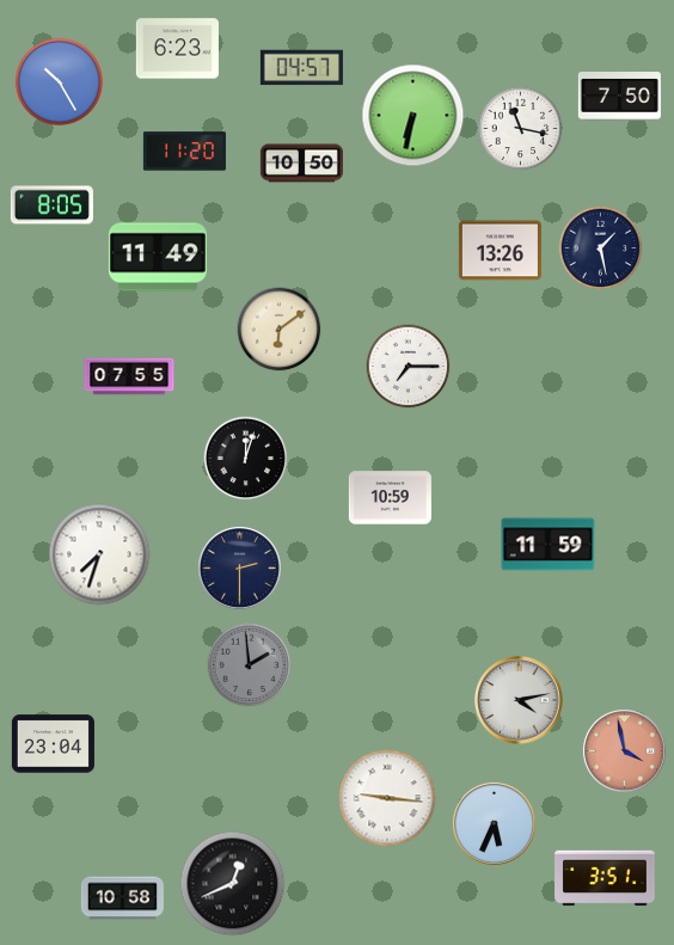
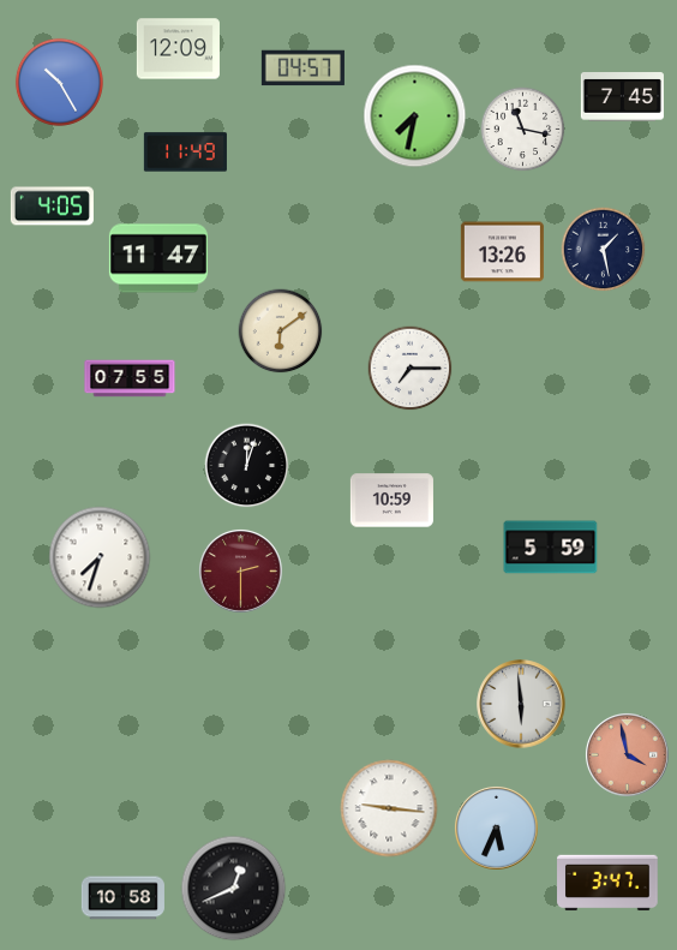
clock at (177, 49): 6:23 -> 12:09
clock at (619, 97): 7:50 -> 7:45
clock at (413, 116): 6:32 -> 7:32
clock at (184, 152): 11:20 -> 11:49
clock at (301, 164): 10:50 -> none
clock at (51, 205): 8:05 -> 4:05
clock at (158, 257): 11:49 -> 11:47
clock at (246, 459) position: (246, 459) -> (247, 466)
clock at (549, 545): 11:59 -> 5:59
clock at (239, 567) dial: navy -> burgundy
clock at (250, 665): 1:59 -> none
clock at (519, 700): 4:13 -> 5:59
clock at (53, 744): 23:04 -> none
clock at (387, 798) position: (387, 798) -> (389, 808)
clock at (605, 878): 3:51 -> 3:47
clock at (122, 898) position: (122, 898) -> (122, 898)
